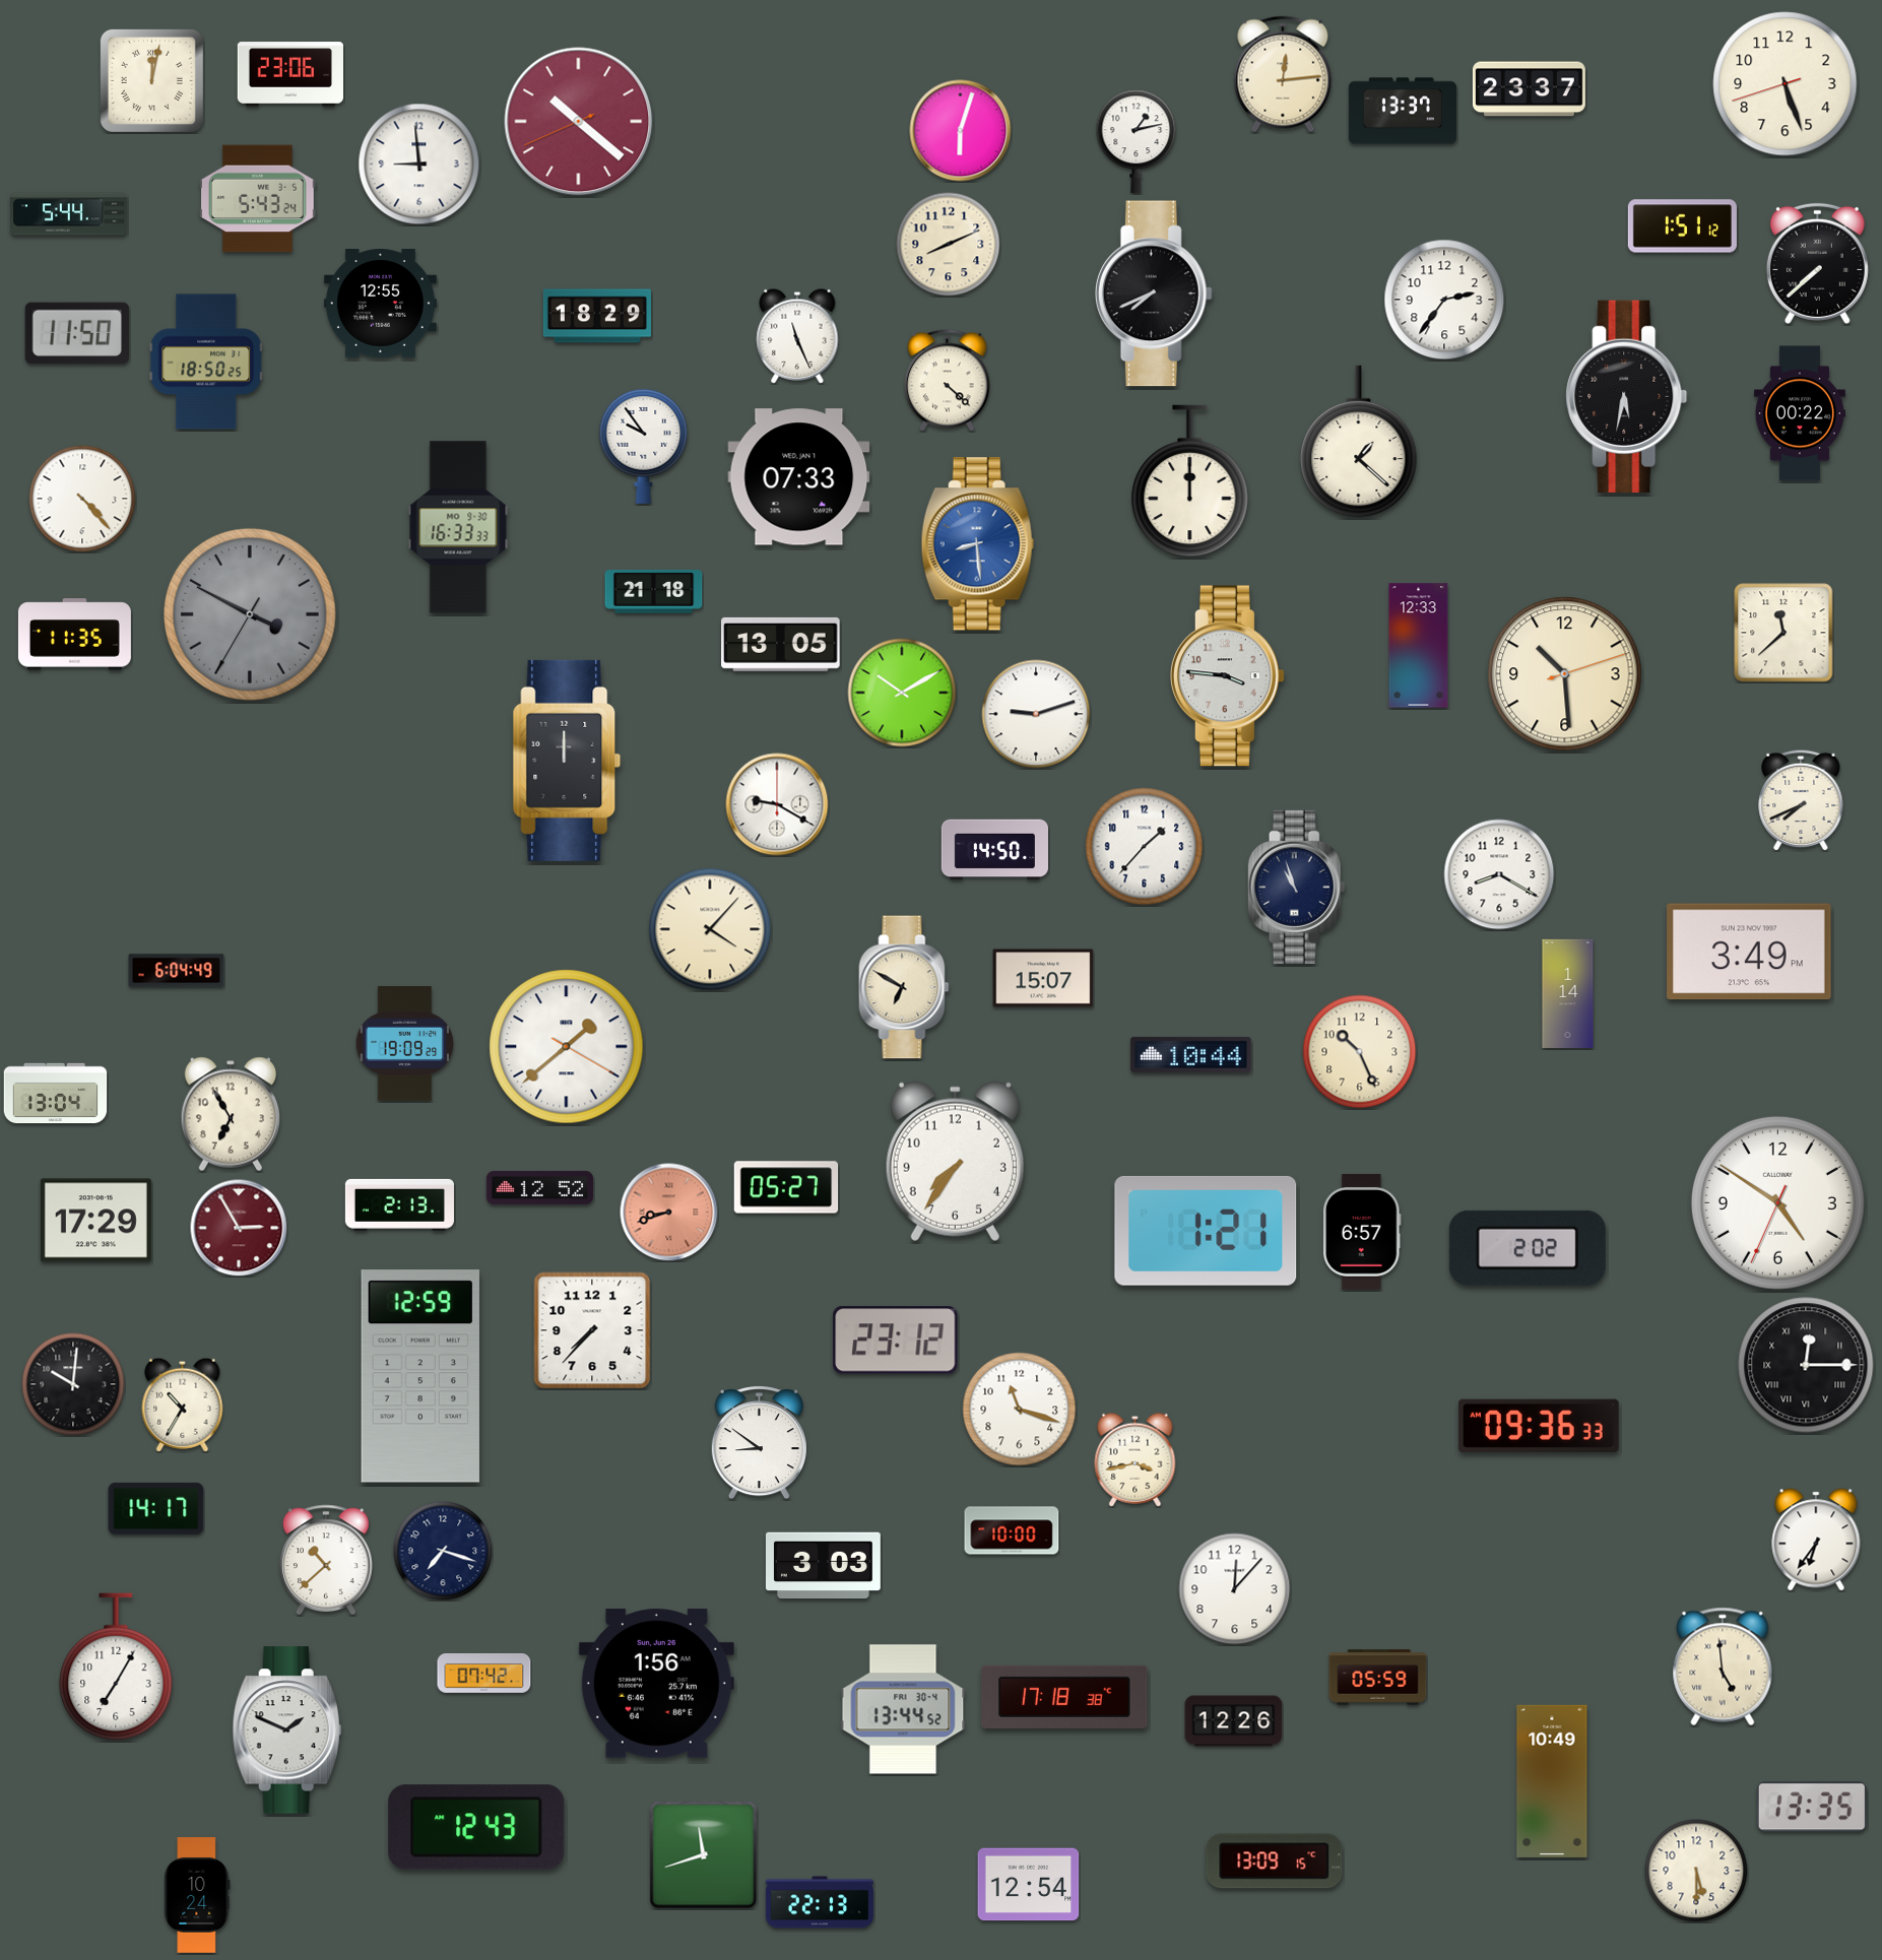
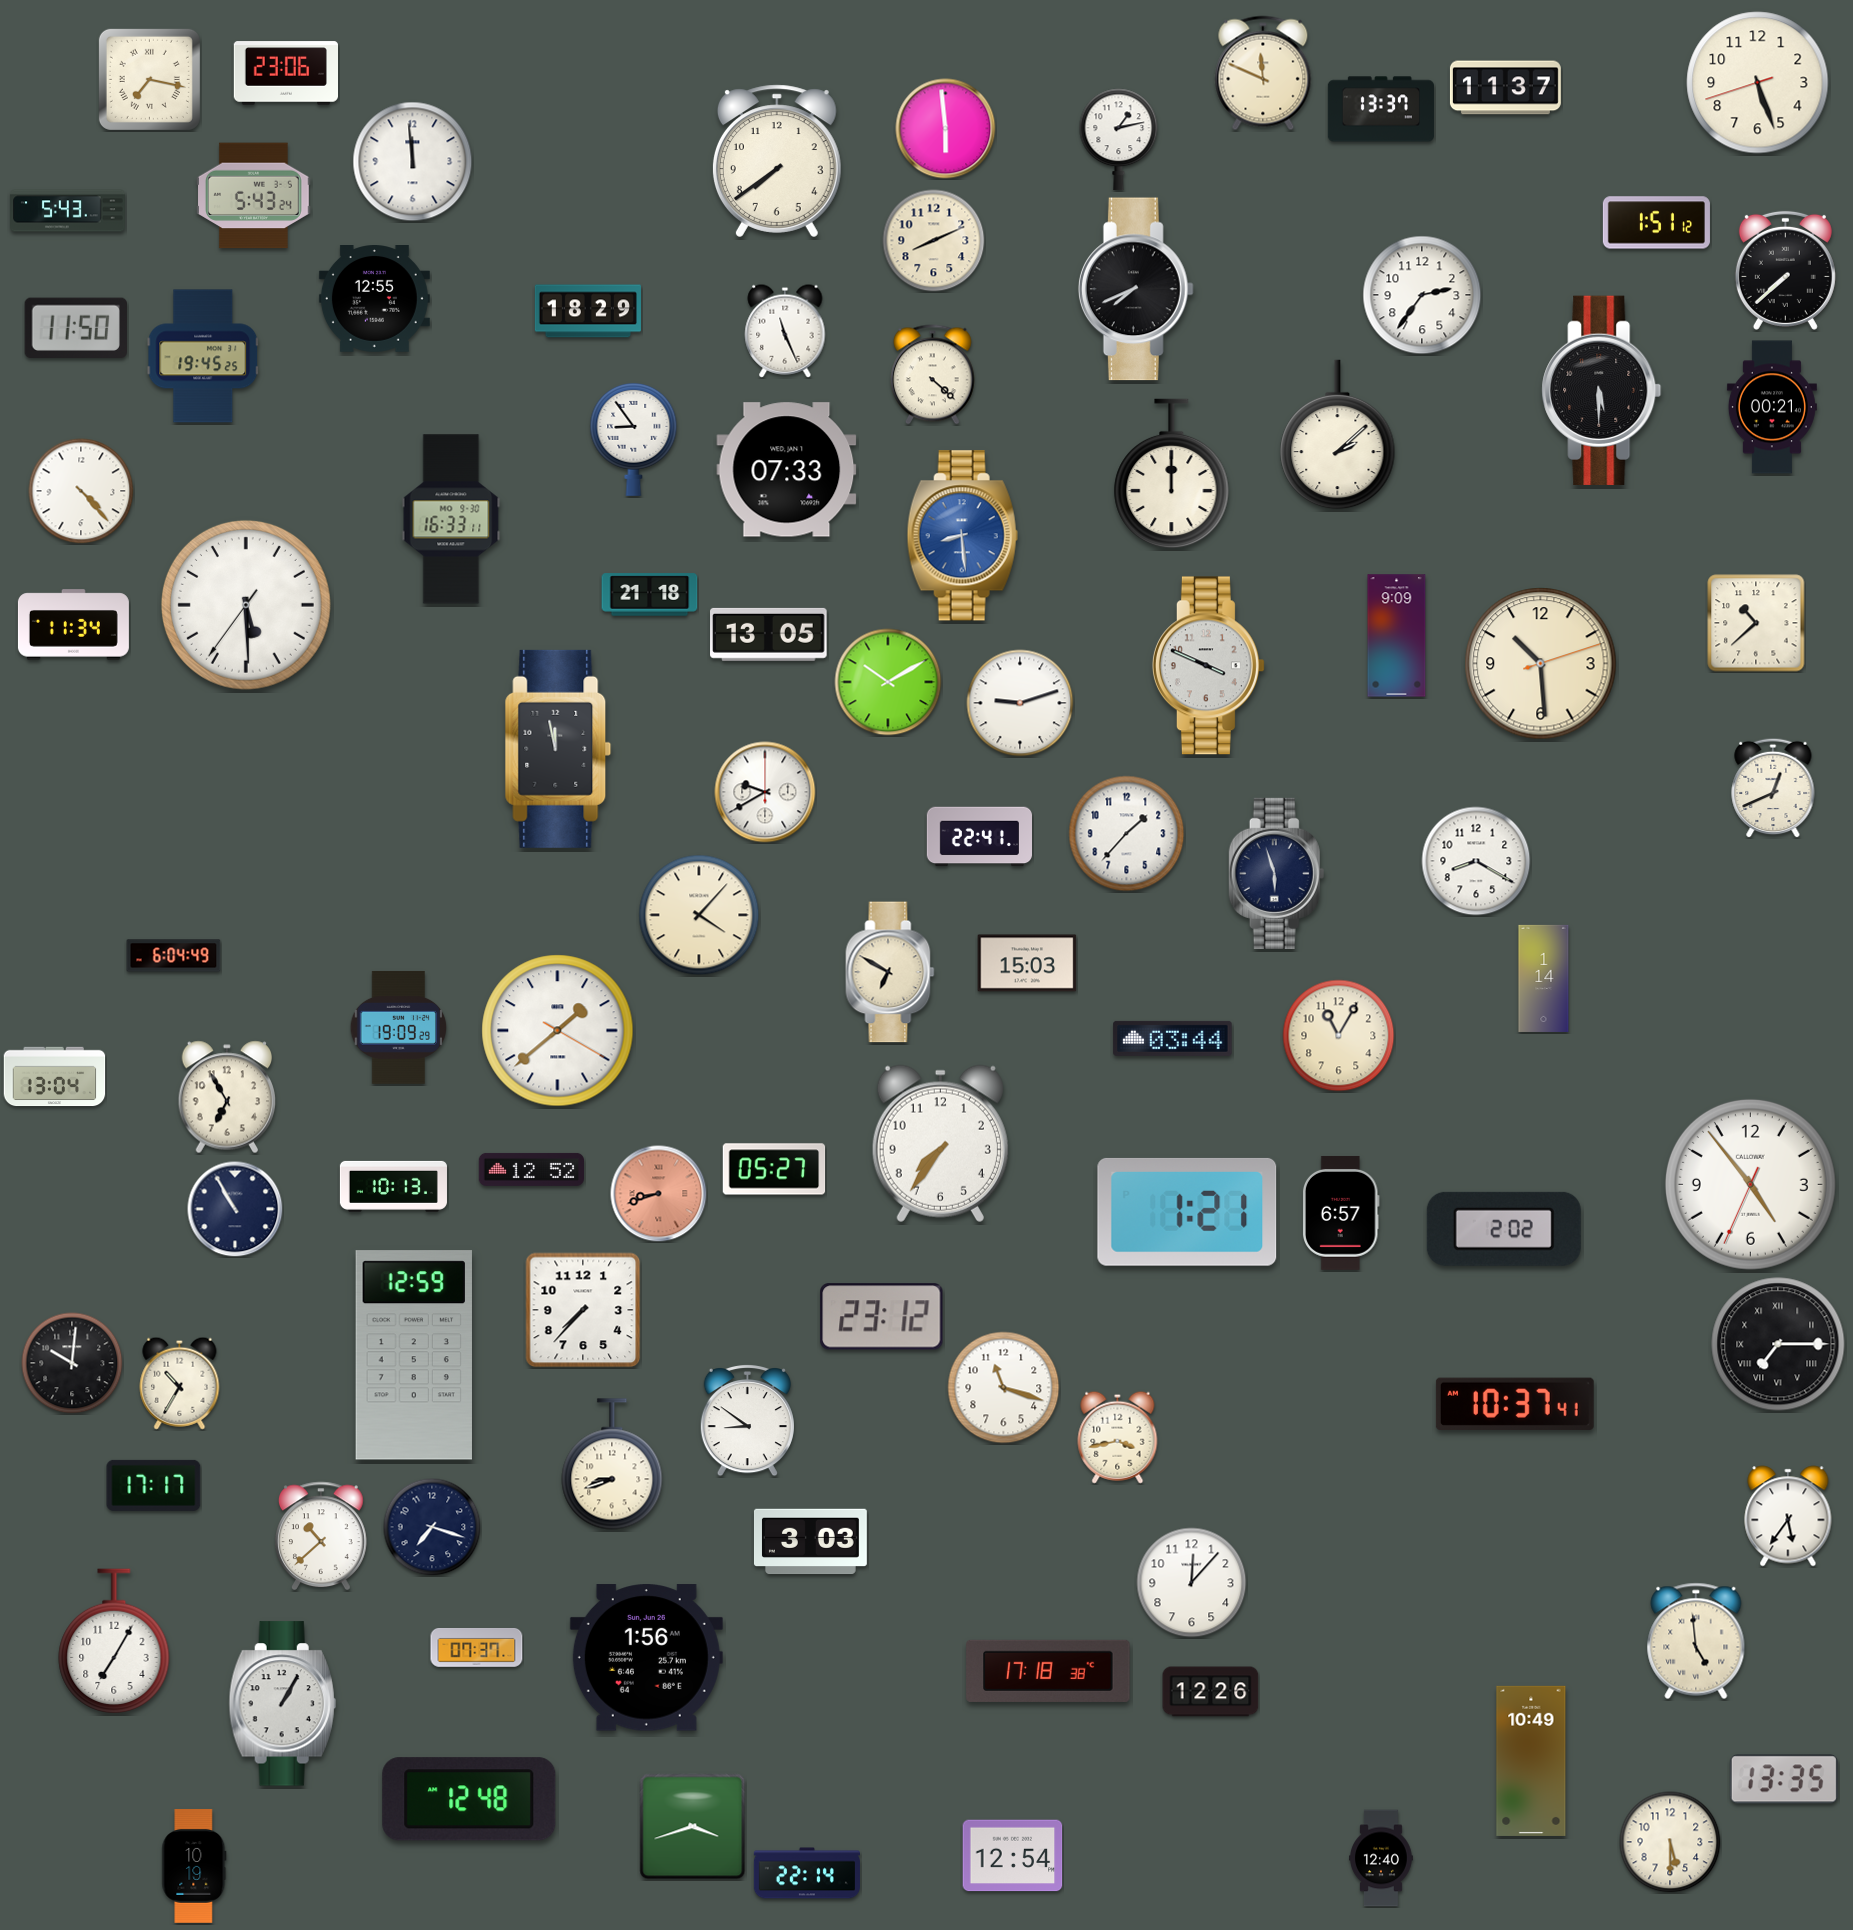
clock at (1283, 74): 12:14 -> 11:49
clock at (151, 80): 12:02 -> 7:17
clock at (1529, 89): 23:37 -> 11:37
clock at (579, 122): 10:21 -> none
clock at (961, 131): 6:03 -> 5:59
clock at (777, 161): none -> 7:39
clock at (419, 165): 8:59 -> 11:59
clock at (69, 214): 5:44 -> 5:43
clock at (1817, 263) position: (1817, 263) -> (1785, 270)
clock at (206, 362): 18:50 -> 19:45
clock at (1627, 396): 5:32 -> 5:30
clock at (1800, 413): 00:22 -> 00:21
clock at (1359, 442): 1:22 -> 2:08
clock at (644, 446): 9:54 -> 8:54
clock at (458, 527): 16:33:33 -> 16:33:11
clock at (654, 592) position: (654, 592) -> (650, 595)
clock at (250, 614): 3:49 -> 5:29
clock at (250, 614) dial: grey -> white
clock at (1783, 633): 11:38 -> 10:38
clock at (74, 635): 11:35 -> 11:34
clock at (1419, 646): 12:33 -> 9:09
clock at (1227, 676): 3:46 -> 3:49
clock at (567, 761): 12:00 -> 11:58
clock at (1801, 800): 7:41 -> 12:41
clock at (777, 804): 9:20 -> 9:40
clock at (994, 850): 14:50 -> 22:41
clock at (1297, 887): 10:57 -> 5:57
clock at (1750, 952): 3:49 -> none
clock at (1043, 978): 15:07 -> 15:03
clock at (1360, 1052): 10:26 -> 11:05
clock at (1191, 1054): 10:44 -> 03:44
clock at (1777, 1202): 4:50 -> 4:53
clock at (399, 1204): 2:13 -> 10:13
clock at (95, 1221): 17:29 -> none
clock at (239, 1228): 2:55 -> 10:55
clock at (239, 1228) dial: burgundy -> navy
clock at (896, 1341) position: (896, 1341) -> (882, 1317)
clock at (1806, 1365): 12:15 -> 7:15
clock at (1539, 1426): 09:36 -> 10:37
clock at (612, 1464): none -> 8:42
clock at (156, 1508): 14:17 -> 17:17
clock at (1012, 1530): 10:00 -> none
clock at (1816, 1540): 6:36 -> 5:36
clock at (443, 1551) position: (443, 1551) -> (432, 1527)
clock at (1235, 1589) position: (1235, 1589) -> (1192, 1583)
clock at (484, 1674): 07:42 -> 07:37
clock at (1378, 1678): 05:59 -> none
clock at (903, 1709): 13:44 -> none
clock at (1234, 1721) position: (1234, 1721) -> (1211, 1692)
clock at (286, 1730): 1:49 -> 1:05
clock at (1552, 1781) position: (1552, 1781) -> (1531, 1761)
clock at (476, 1827): 12:43 -> 12:48
clock at (704, 1855): 11:42 -> 3:42
clock at (1275, 1861): 13:09 -> none
clock at (1381, 1858): none -> 12:40
clock at (197, 1896): 10:24 -> 10:19
clock at (820, 1902): 22:13 -> 22:14
